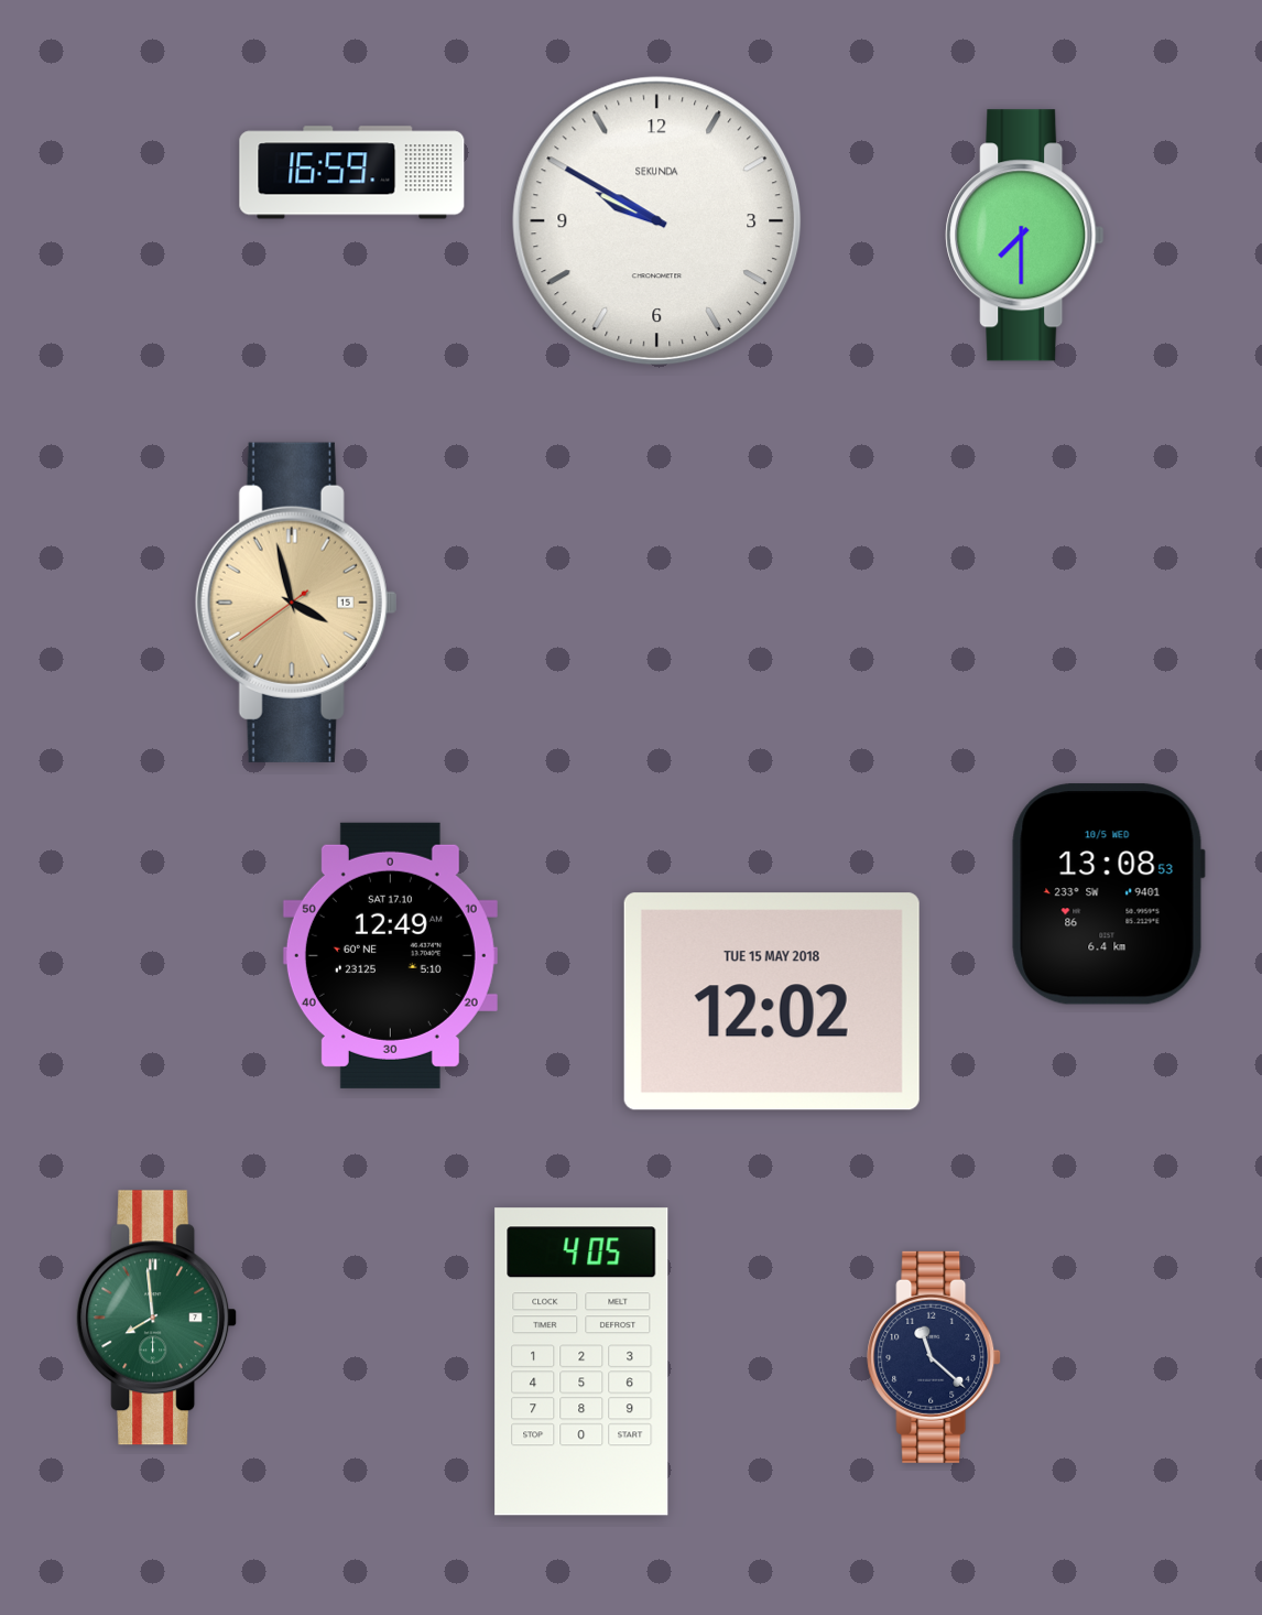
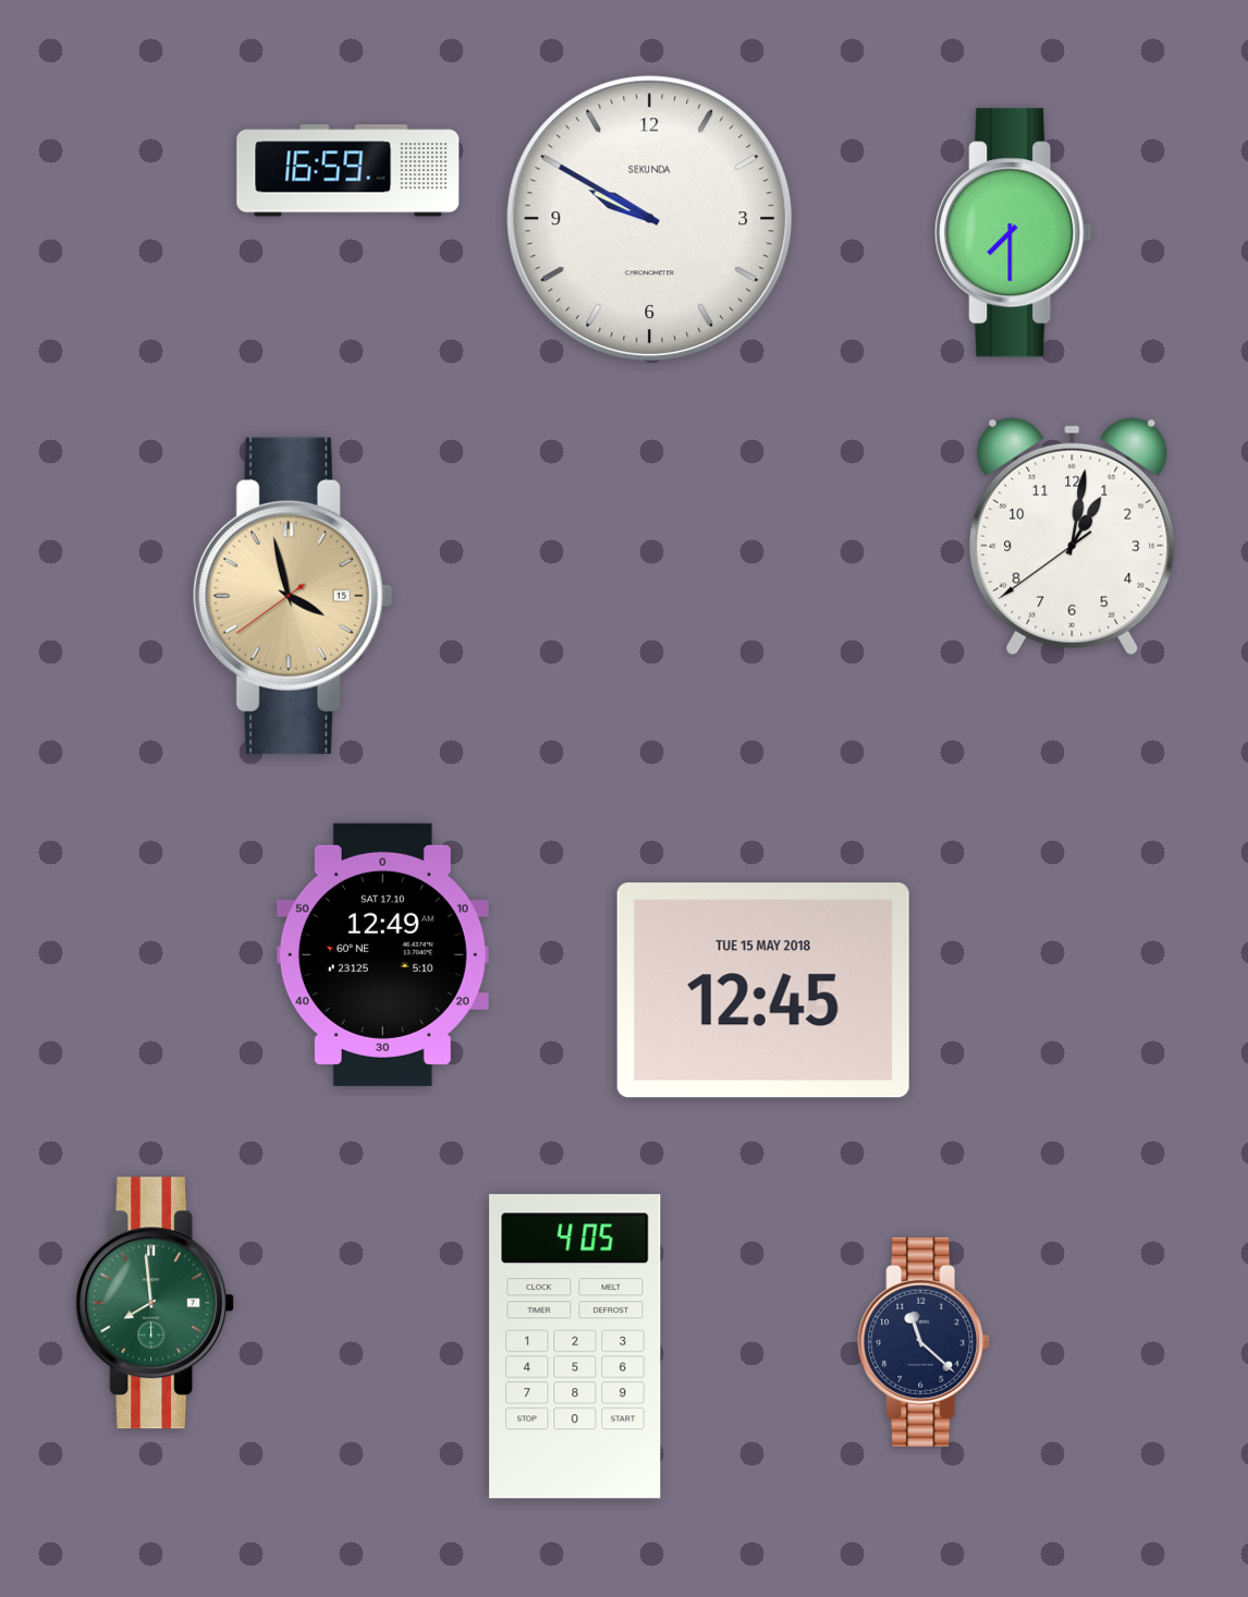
clock at (1073, 537): none -> 1:01
clock at (1108, 895): 13:08 -> none
clock at (390, 955) position: (390, 955) -> (382, 954)
clock at (772, 1001): 12:02 -> 12:45
